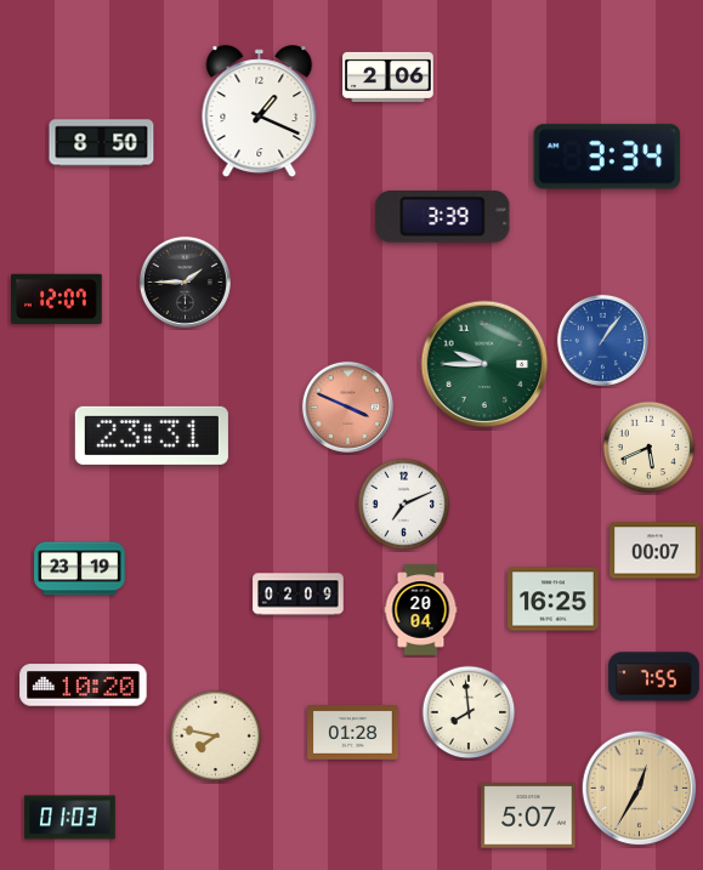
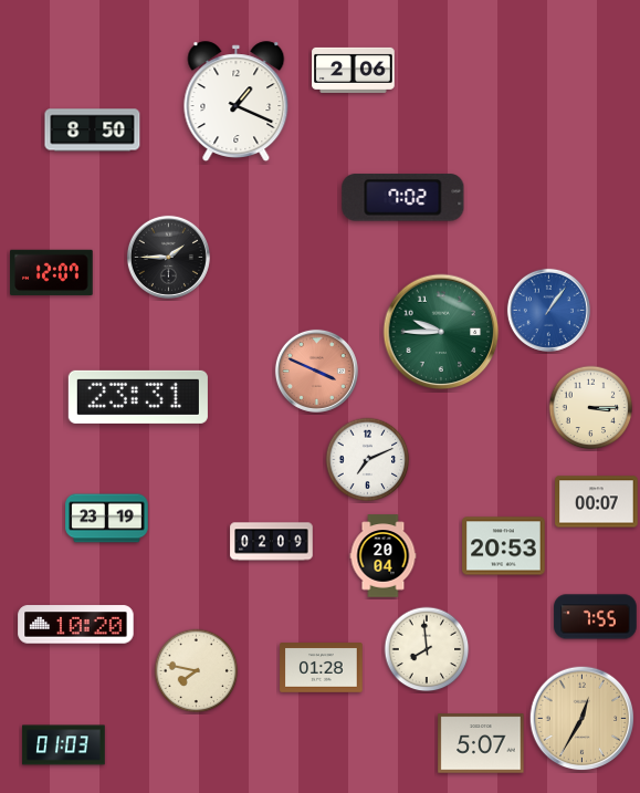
clock at (607, 157): 3:34 -> none
clock at (443, 217): 3:39 -> 7:02
clock at (650, 448): 5:41 -> 3:15
clock at (80, 569) position: (80, 569) -> (107, 519)
clock at (554, 599): 16:25 -> 20:53
